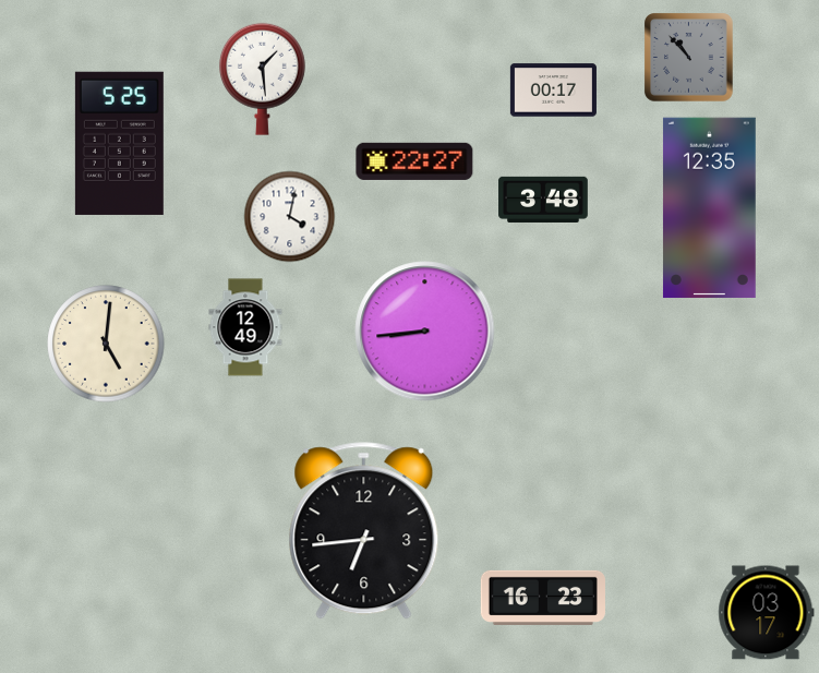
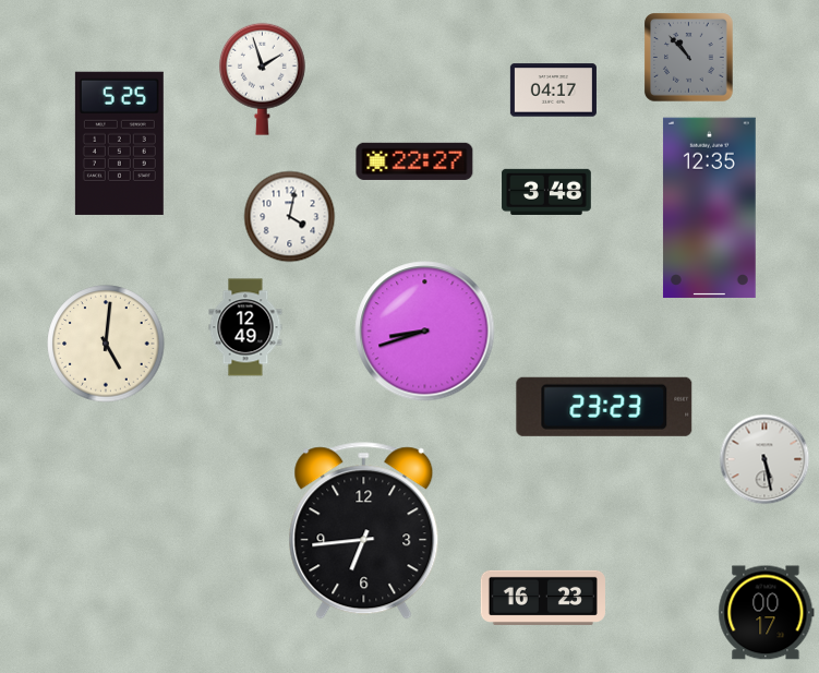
clock at (262, 79): 1:29 -> 1:57
clock at (553, 91): 00:17 -> 04:17
clock at (543, 200) position: (543, 200) -> (546, 192)
clock at (425, 332): 8:44 -> 8:42
clock at (604, 407): none -> 23:23
clock at (764, 459): none -> 5:28
clock at (767, 613): 03:17 -> 00:17
